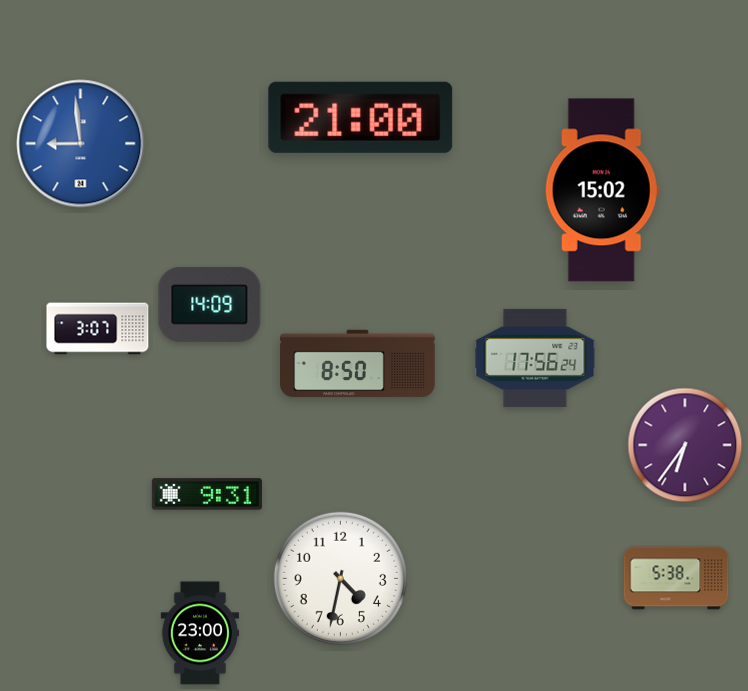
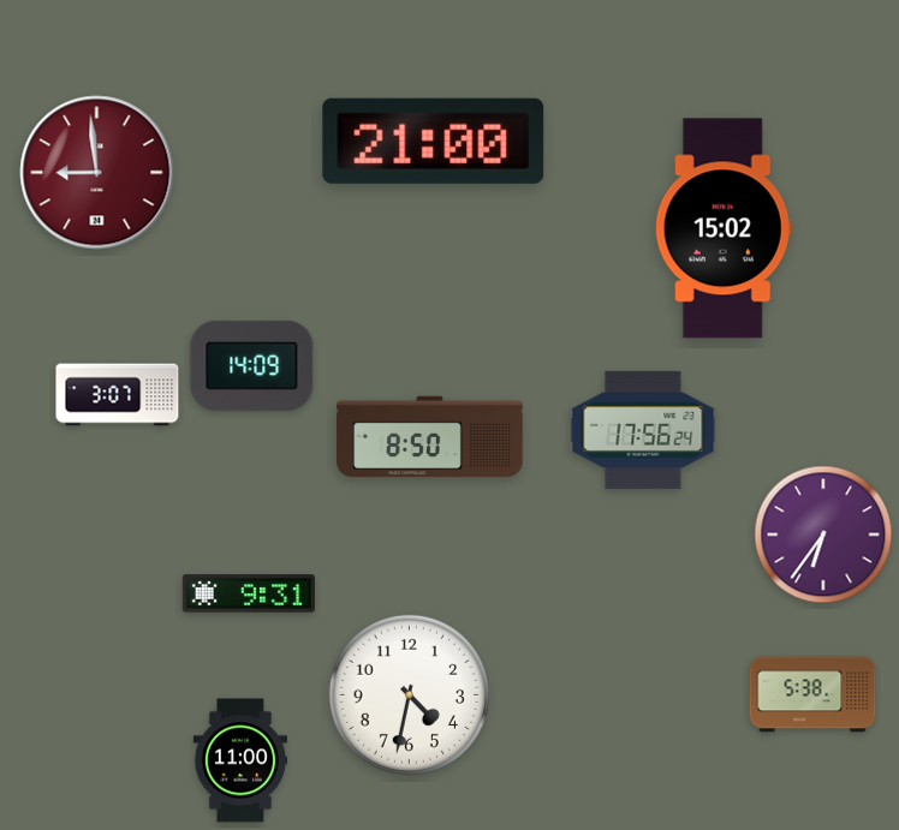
clock at (81, 144) dial: blue -> burgundy
clock at (200, 633): 23:00 -> 11:00
